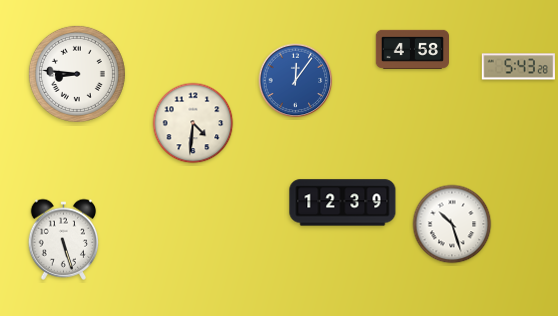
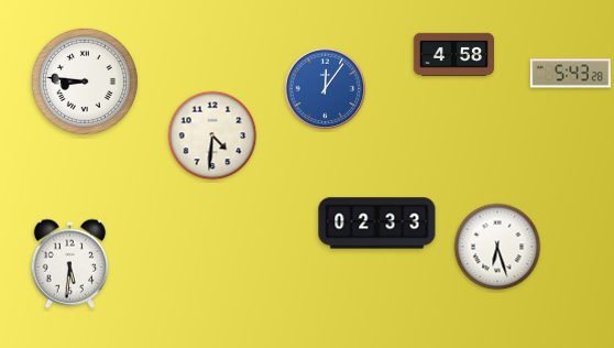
clock at (343, 203): 12:39 -> 02:33
clock at (452, 224): 10:27 -> 6:27
clock at (64, 239): 5:27 -> 5:31
